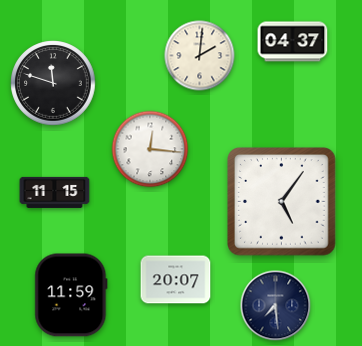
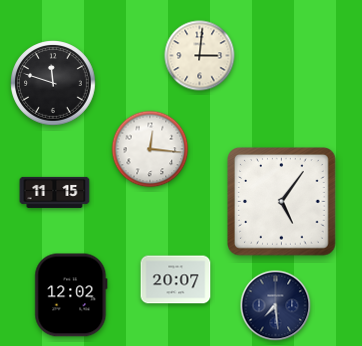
clock at (293, 42): 04:37 -> none
clock at (200, 56): 2:01 -> 3:01
clock at (71, 295): 11:59 -> 12:02
